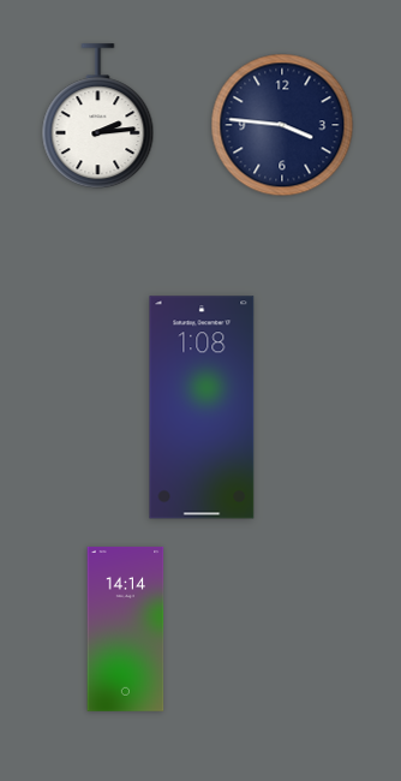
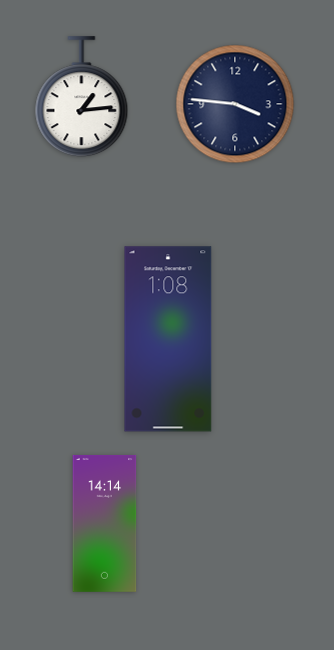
clock at (98, 117): 2:14 -> 1:14
